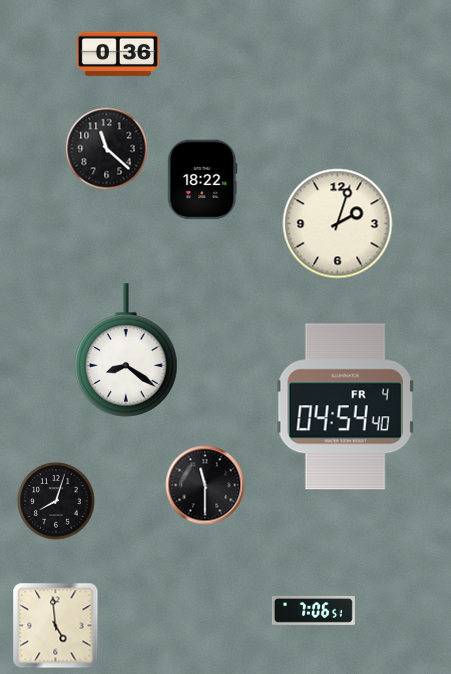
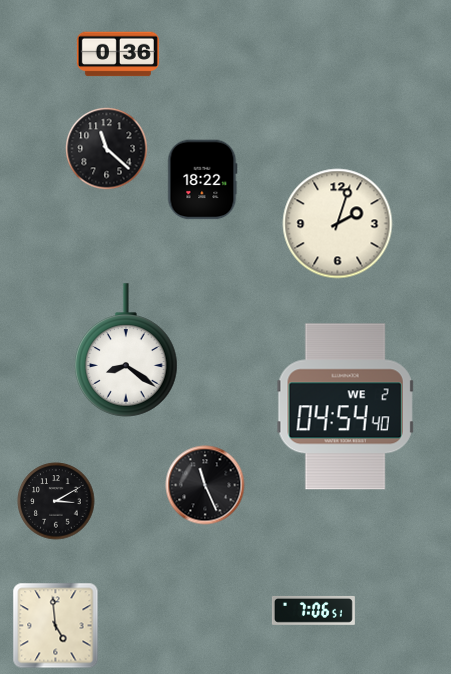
clock at (346, 407) date: FR 4 -> WE 2
clock at (205, 485): 11:30 -> 11:26
clock at (56, 501): 8:03 -> 3:10
